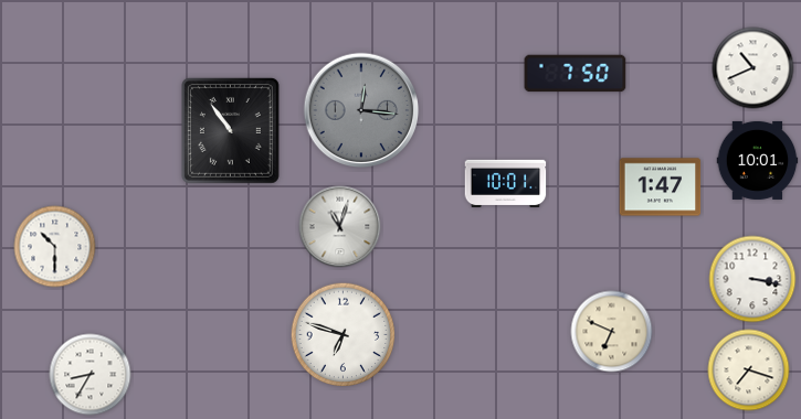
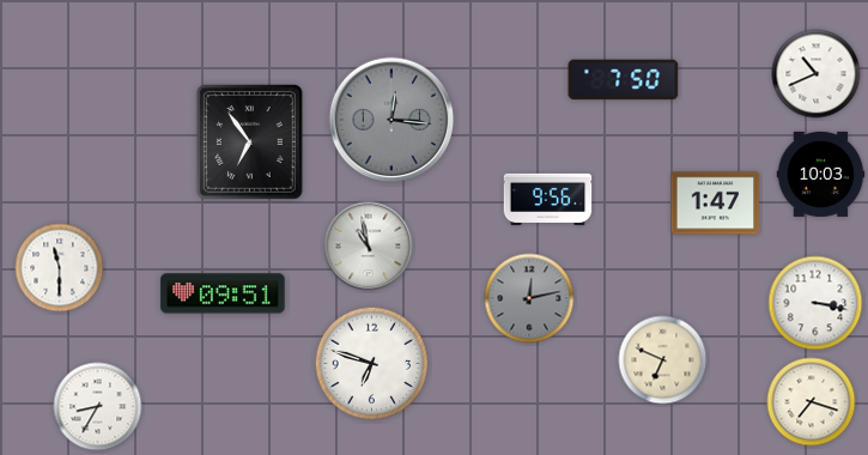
clock at (230, 130): 10:54 -> 6:54
clock at (758, 160): 10:01 -> 10:03
clock at (506, 183): 10:01 -> 9:56
clock at (340, 227): 11:03 -> 10:58
clock at (55, 247): 10:30 -> 11:30
clock at (223, 293): none -> 09:51
clock at (529, 298): none -> 12:13
